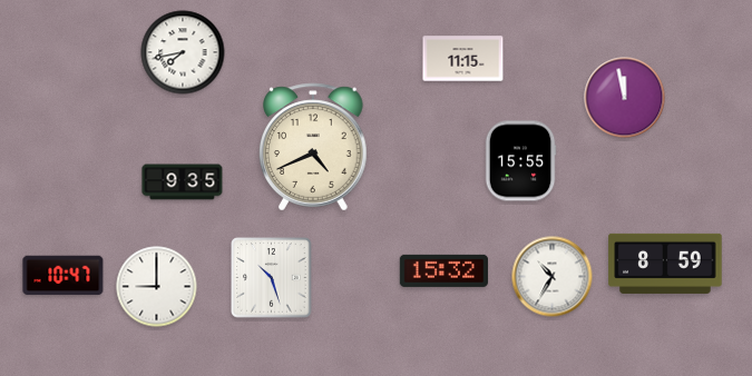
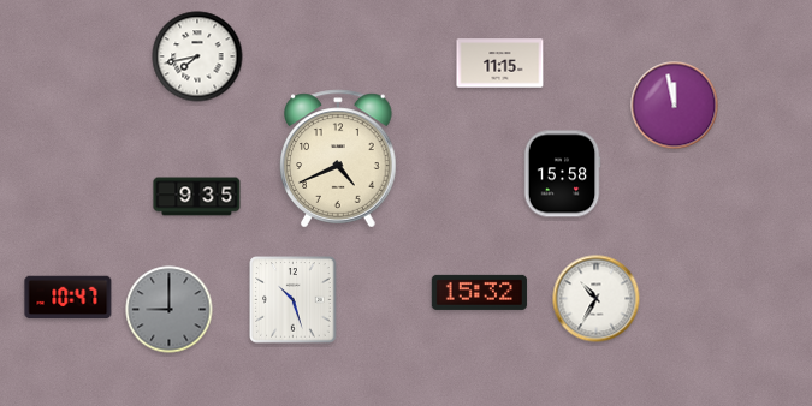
clock at (520, 161): 15:55 -> 15:58
clock at (665, 264): 8:59 -> none
clock at (157, 287) dial: white -> grey
